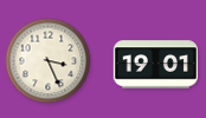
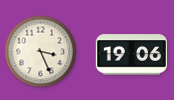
clock at (155, 65): 19:01 -> 19:06
